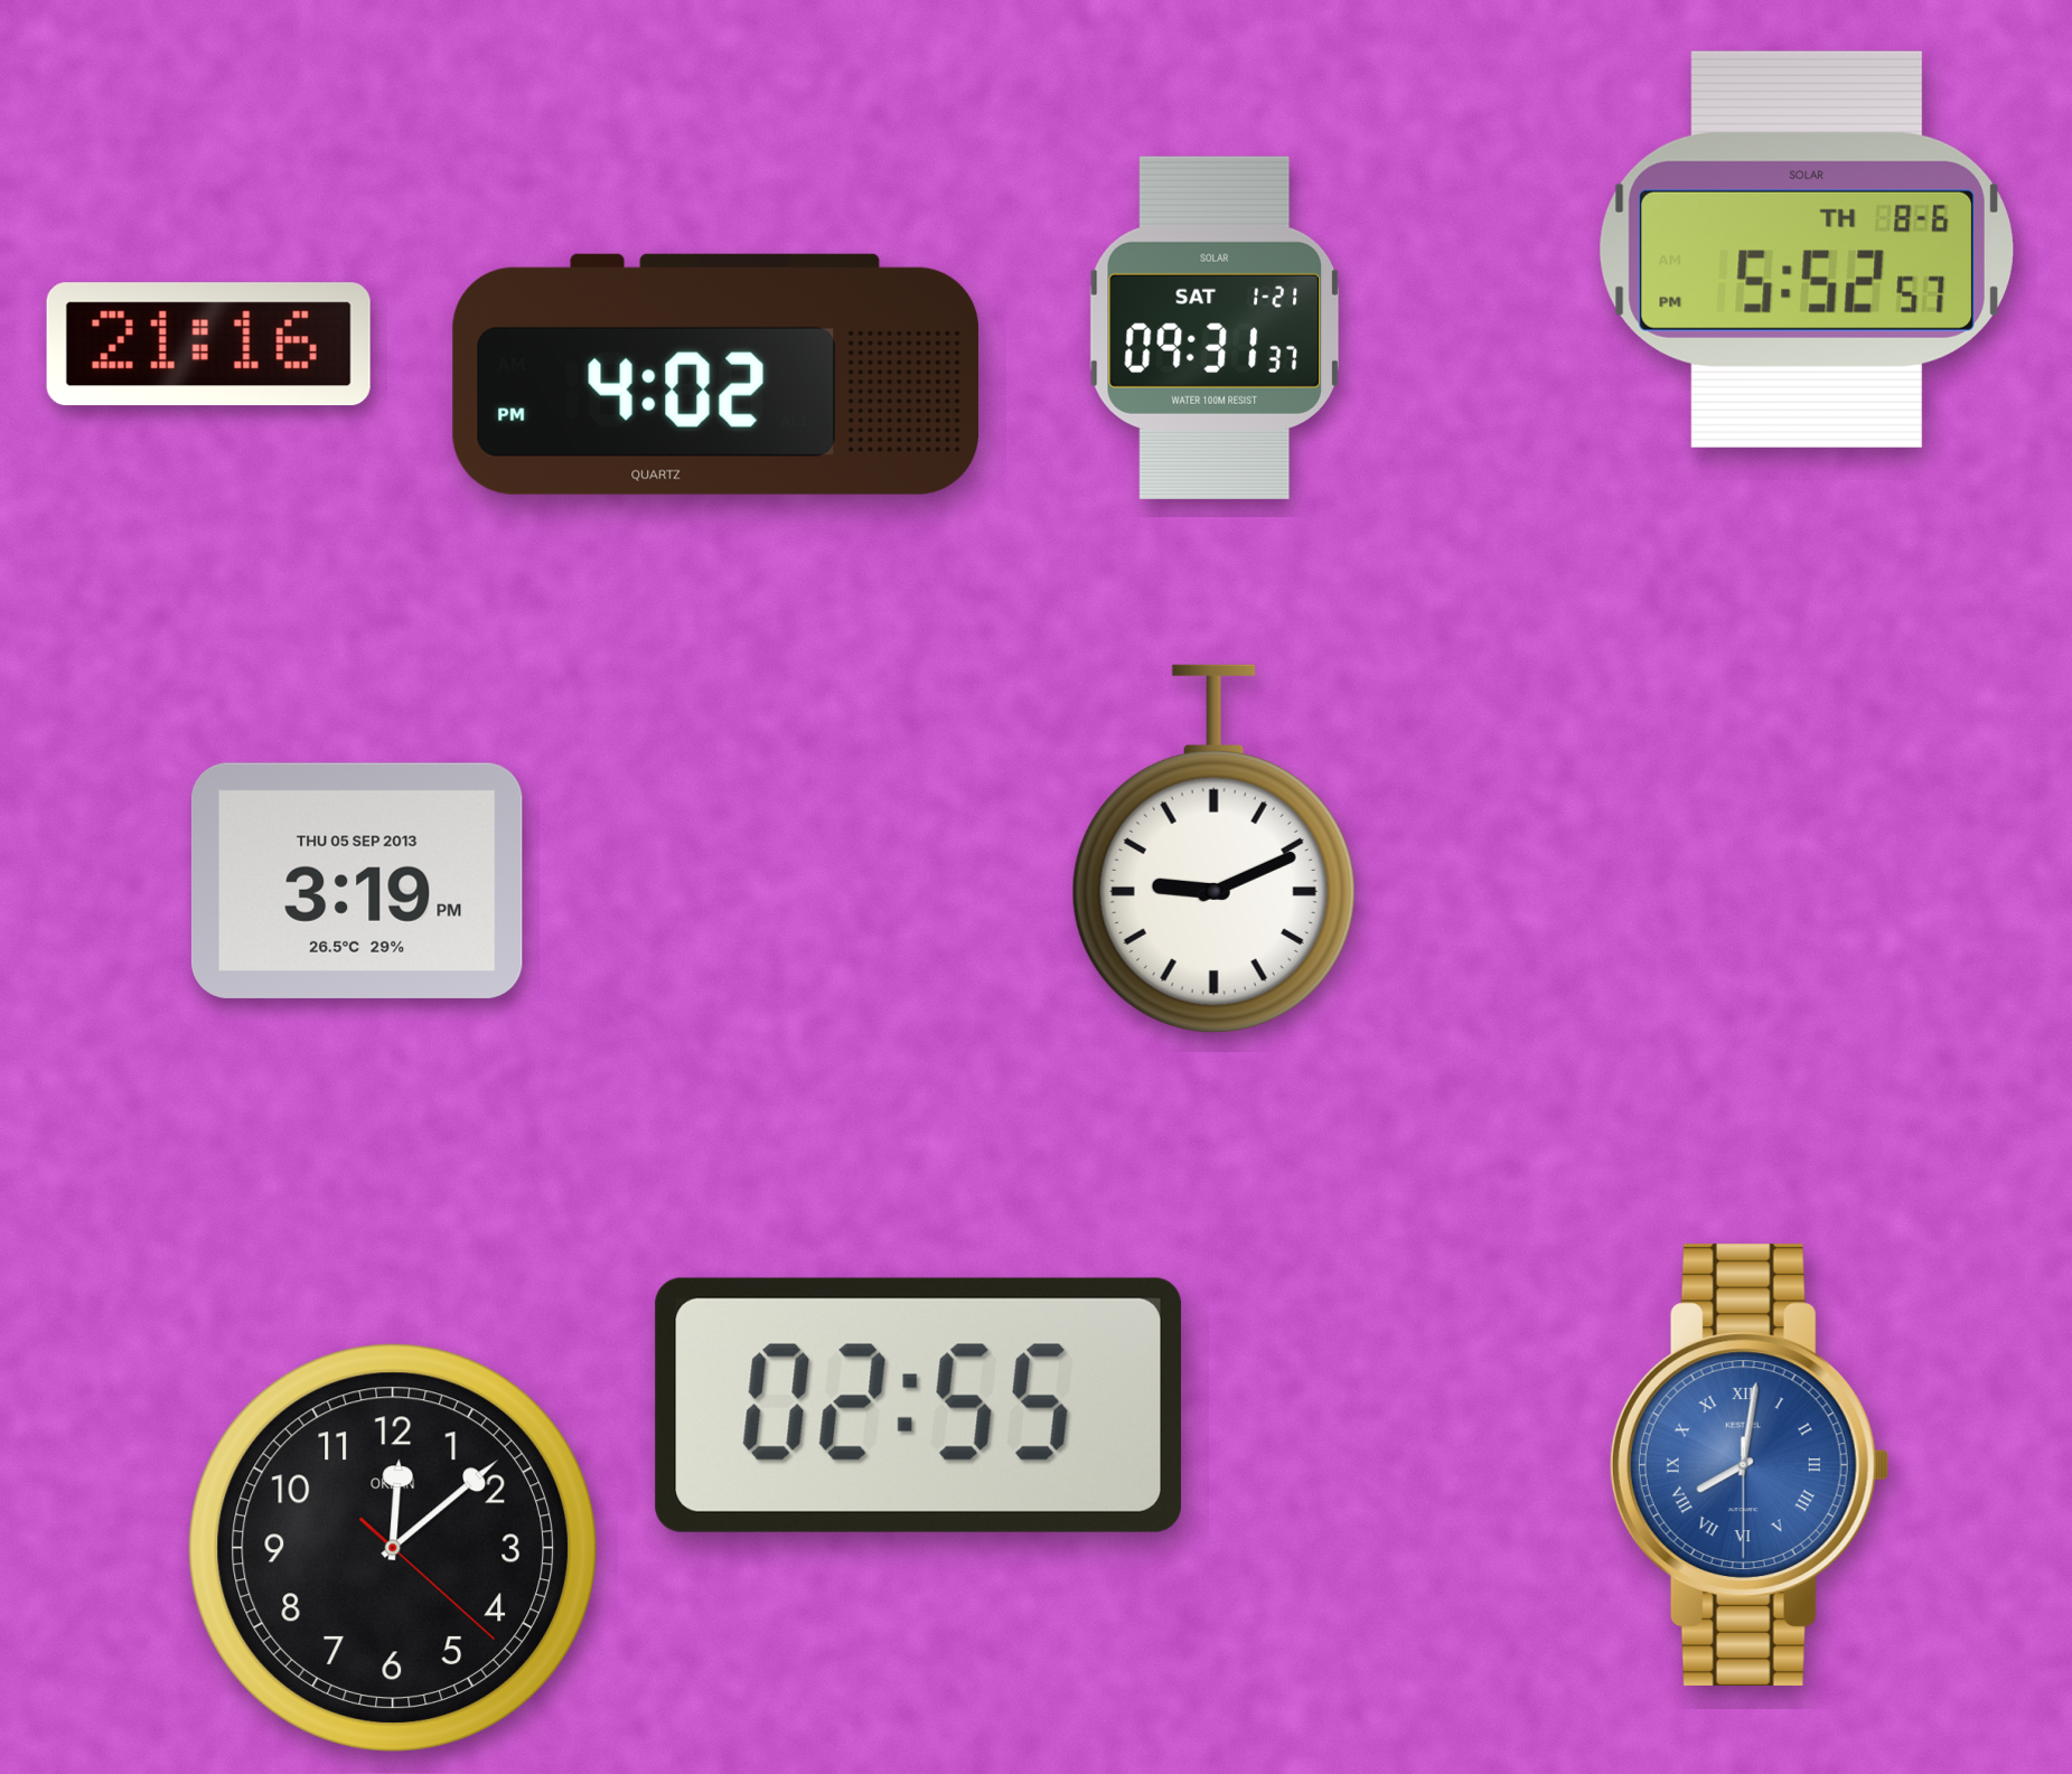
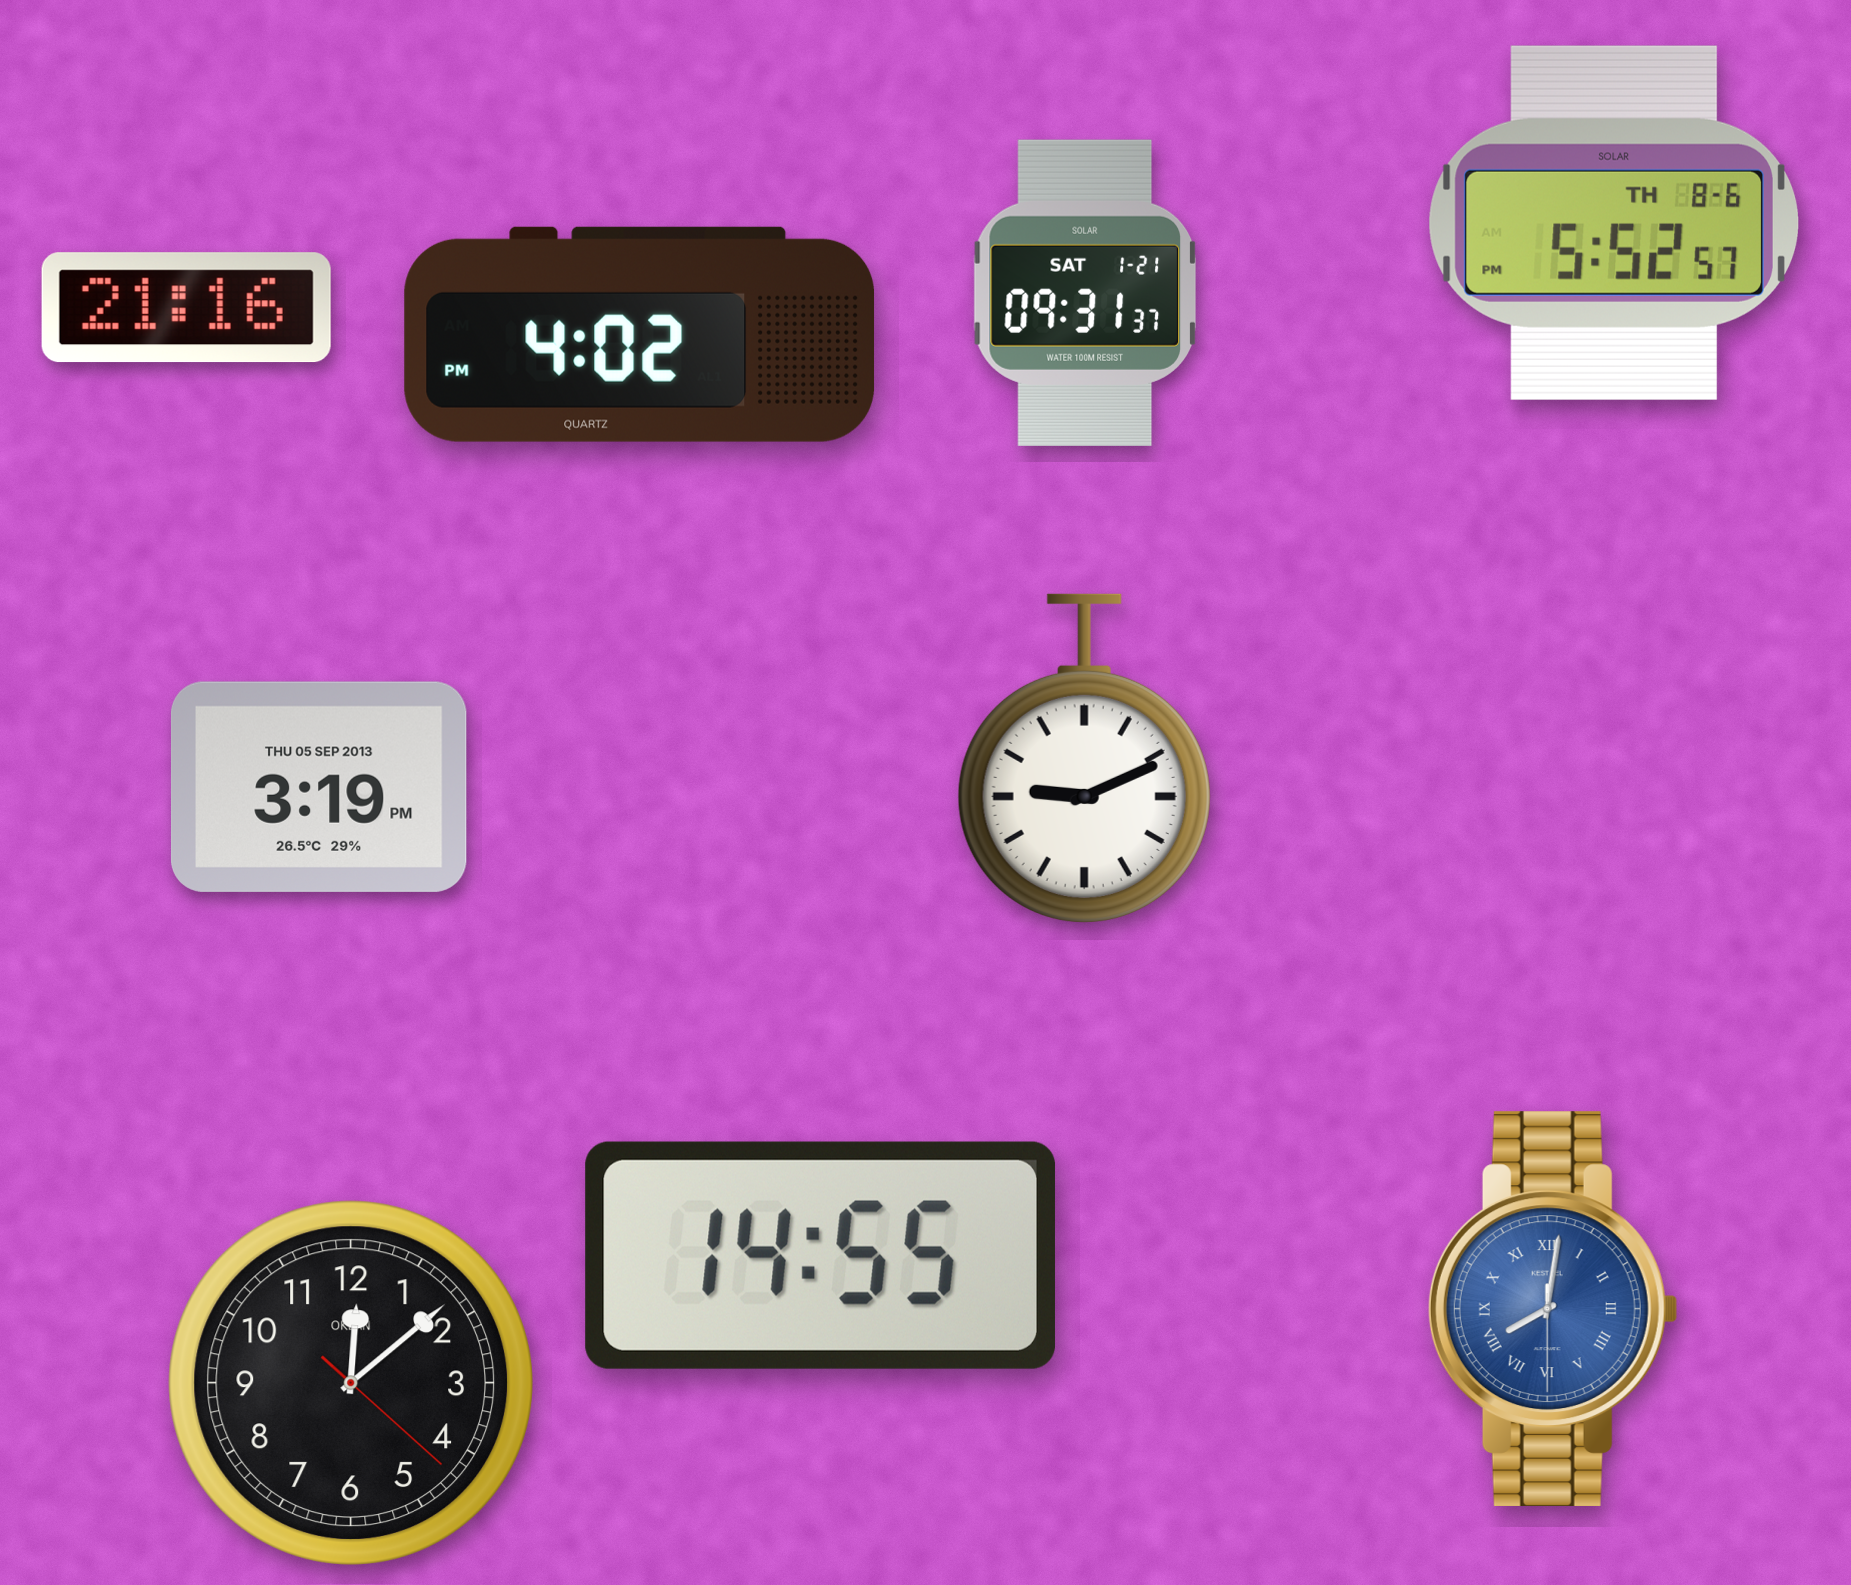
clock at (918, 1405): 02:55 -> 14:55
clock at (1750, 1464) position: (1750, 1464) -> (1553, 1308)
